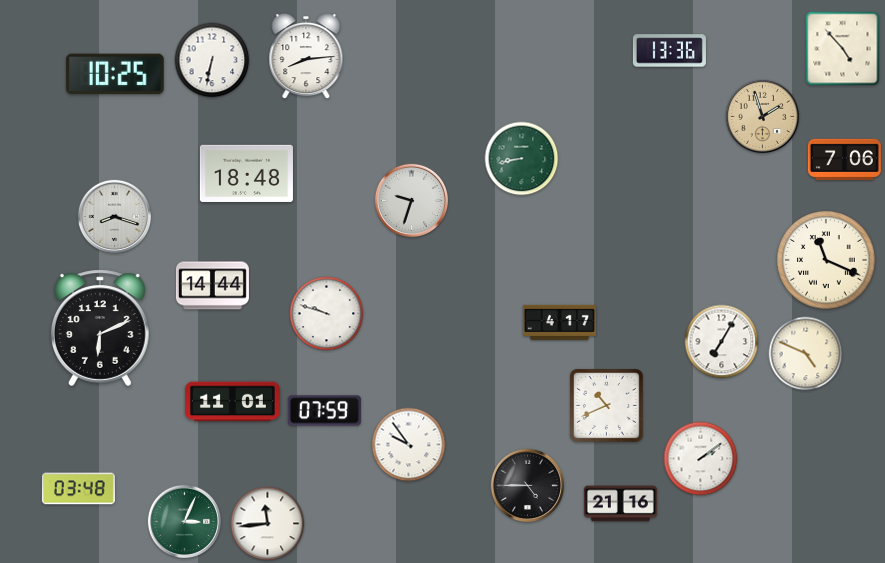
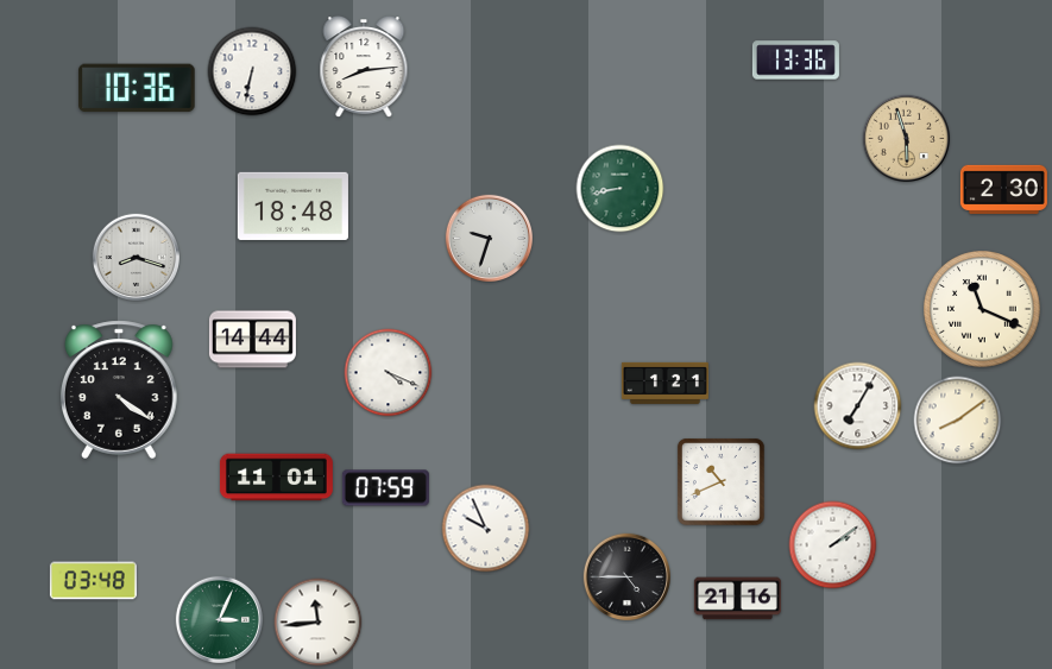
clock at (843, 49): 4:53 -> none
clock at (115, 74): 10:25 -> 10:36
clock at (762, 116): 1:57 -> 5:57
clock at (844, 159): 7:06 -> 2:30
clock at (327, 314): 9:48 -> 4:19
clock at (559, 322): 4:17 -> 1:21
clock at (101, 328): 6:11 -> 4:21
clock at (806, 354): 4:49 -> 8:09
clock at (409, 445): 9:54 -> 9:56
